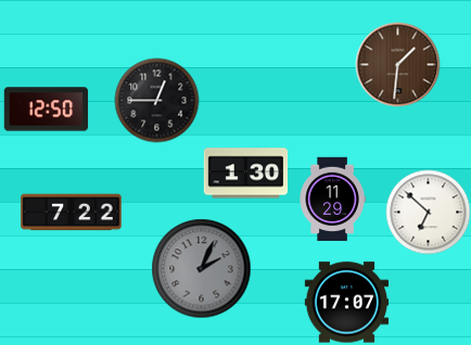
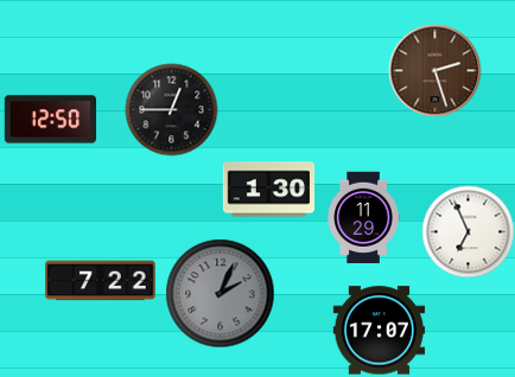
clock at (397, 64): 1:31 -> 2:27
clock at (428, 212): 6:52 -> 6:56
clock at (72, 213) position: (72, 213) -> (101, 281)
